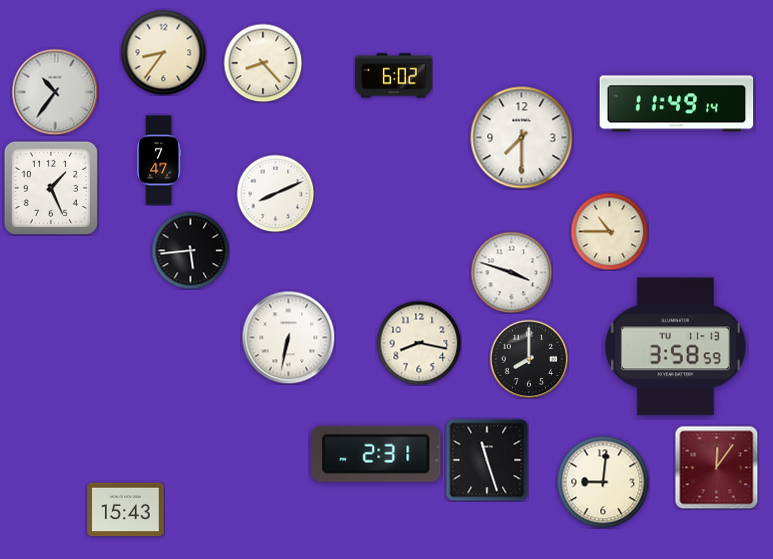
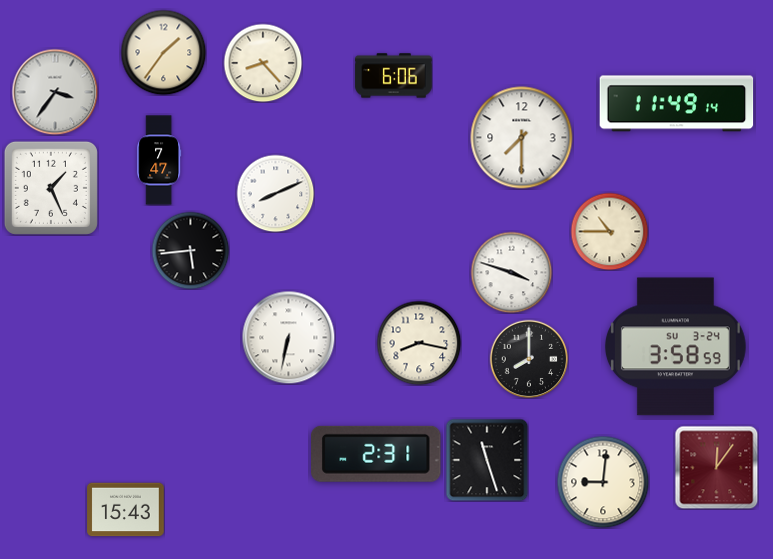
clock at (163, 52): 8:36 -> 1:36
clock at (394, 76): 6:02 -> 6:06
clock at (55, 92): 10:36 -> 3:36
clock at (675, 347) date: TU 11-13 -> SU 3-24
